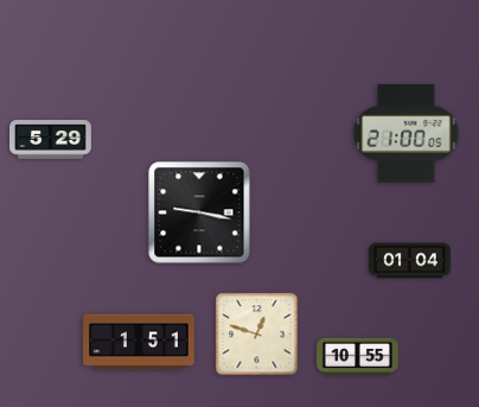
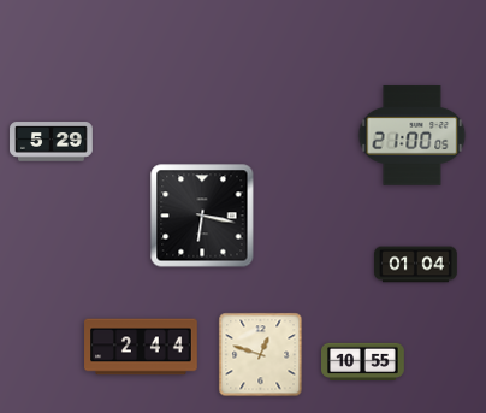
clock at (199, 212): 9:17 -> 6:17
clock at (257, 335) position: (257, 335) -> (261, 355)
clock at (139, 342): 1:51 -> 2:44
